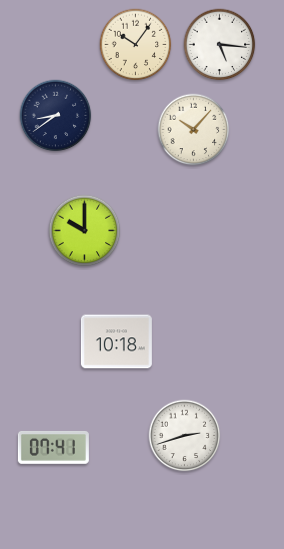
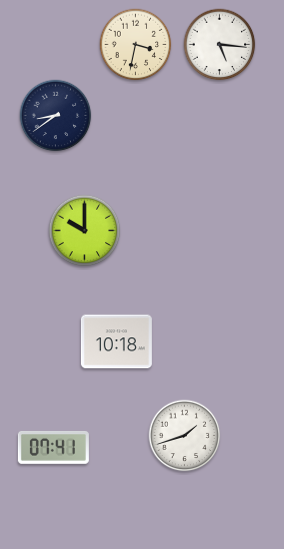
clock at (136, 45): 10:06 -> 3:32
clock at (194, 130): 10:07 -> none
clock at (185, 436): 2:42 -> 1:42
